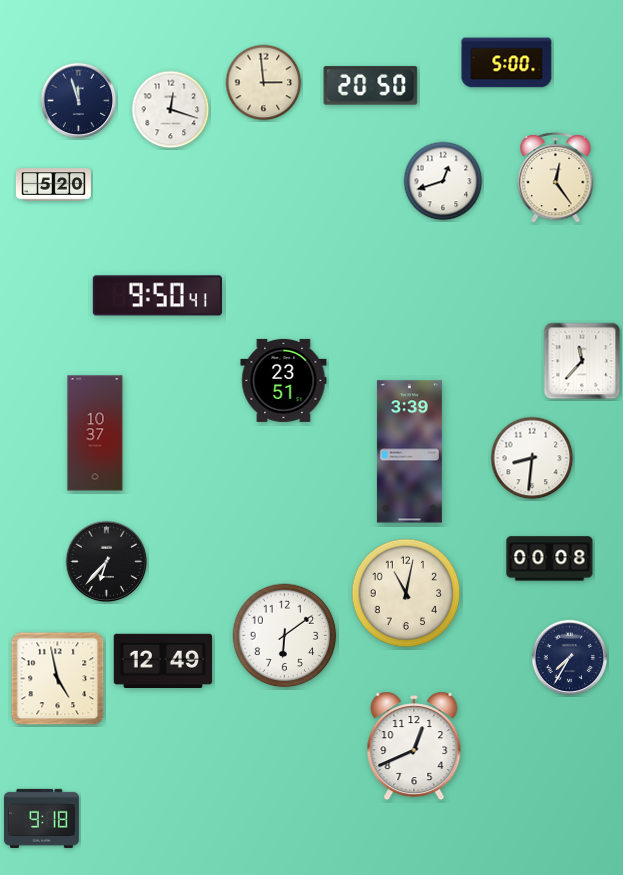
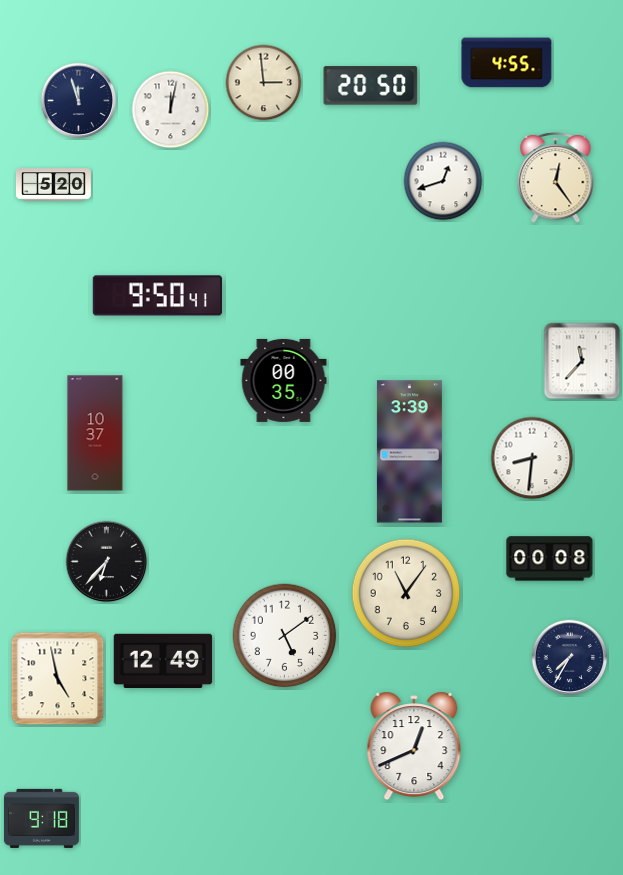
clock at (507, 63): 5:00 -> 4:55
clock at (171, 110): 12:18 -> 12:02
clock at (284, 380): 23:51 -> 00:35
clock at (406, 593): 11:02 -> 11:06
clock at (285, 636): 6:09 -> 5:09
